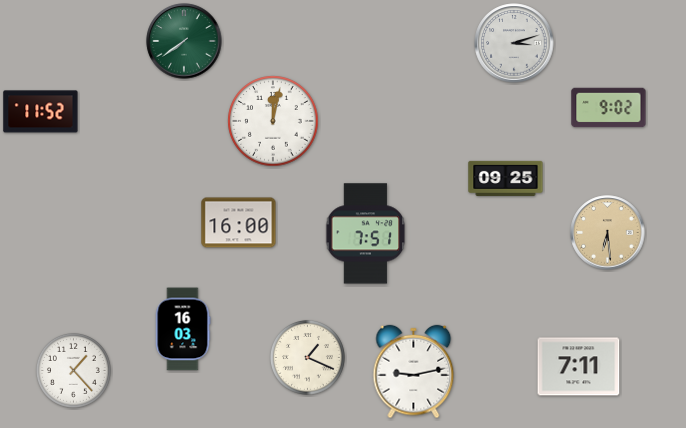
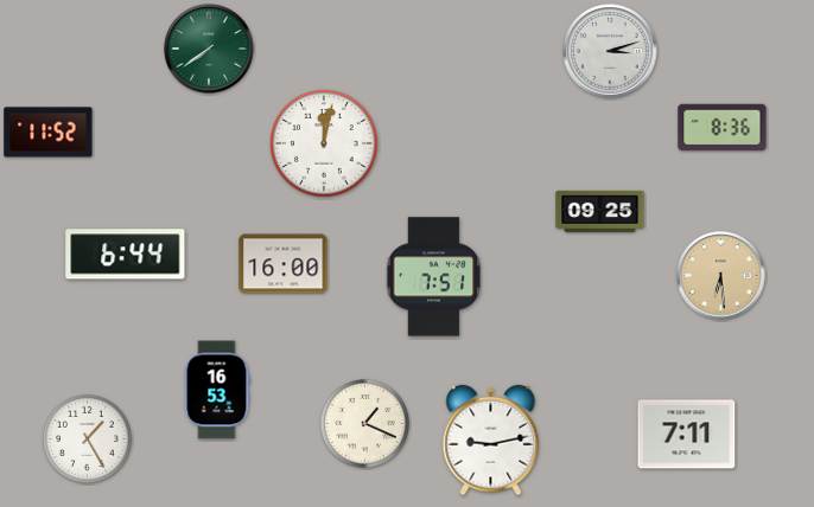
clock at (184, 41) position: (184, 41) -> (209, 49)
clock at (609, 108): 9:02 -> 8:36
clock at (126, 255): none -> 6:44
clock at (183, 329): 16:03 -> 16:53
clock at (73, 370): 1:23 -> 1:25
